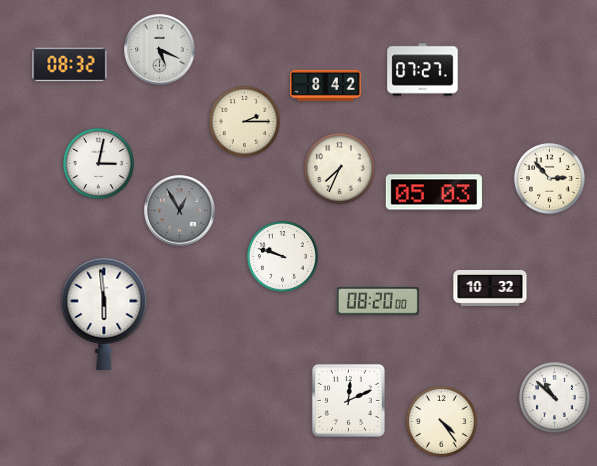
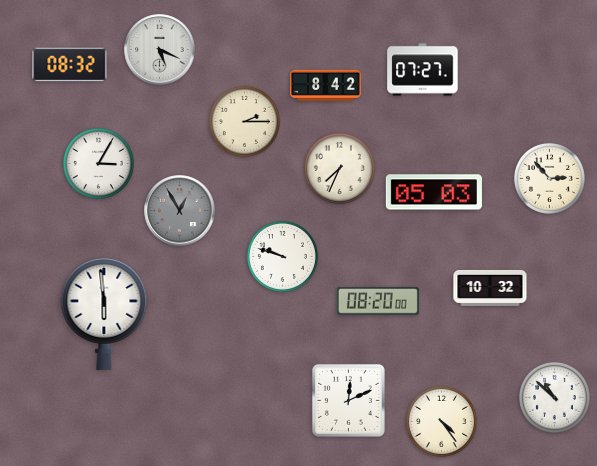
clock at (98, 163): 3:02 -> 3:05
